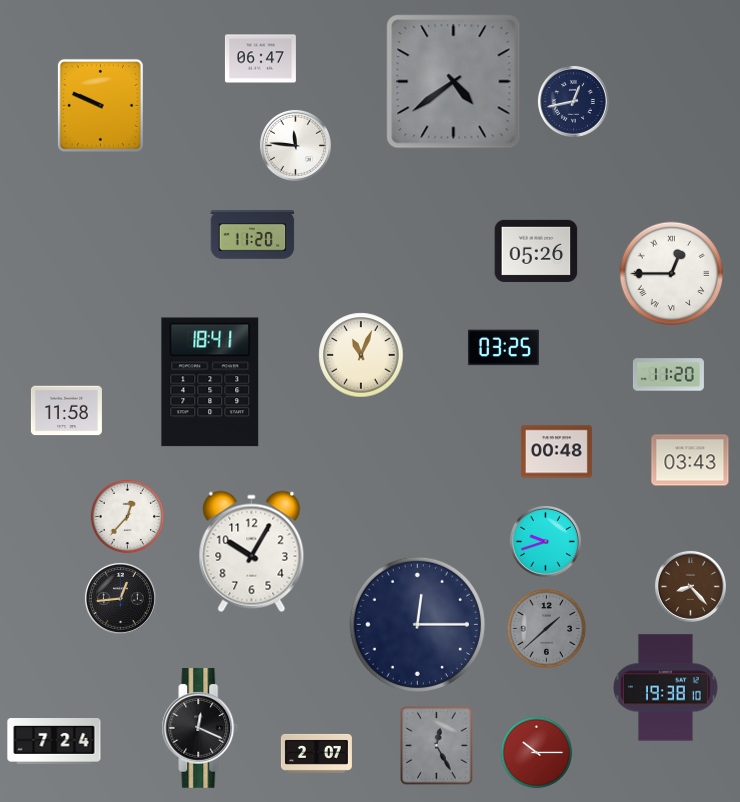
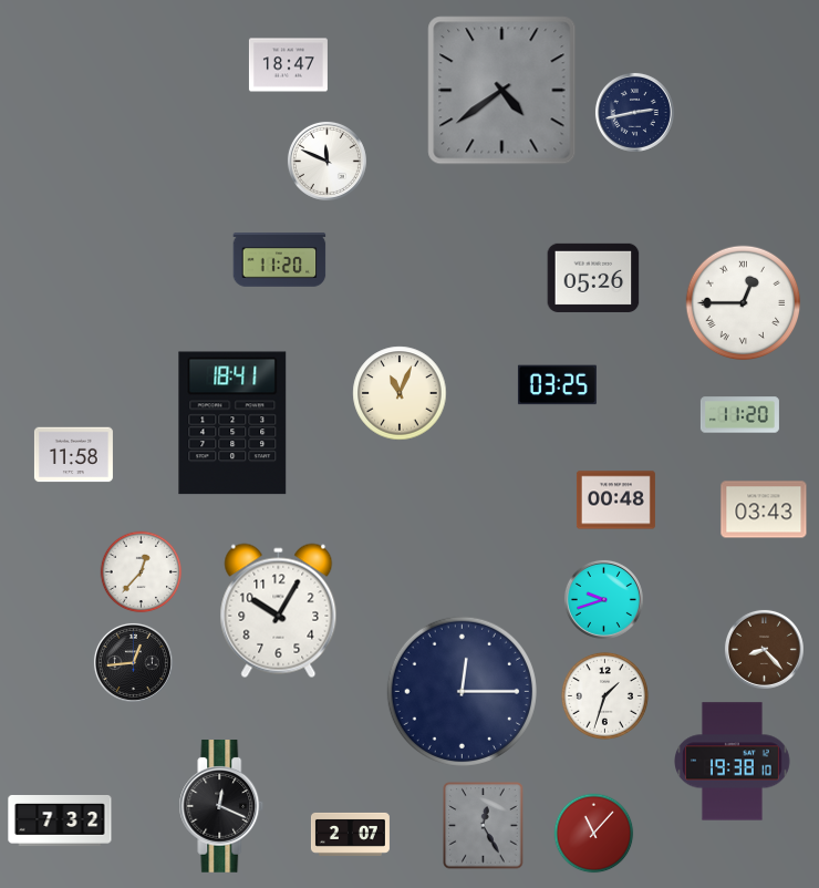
clock at (260, 59): 06:47 -> 18:47
clock at (573, 101): 12:43 -> 2:43
clock at (100, 105): 9:49 -> none
clock at (295, 145): 11:46 -> 11:49
clock at (546, 628): 1:38 -> 1:33
clock at (546, 628) dial: grey -> white
clock at (666, 688) position: (666, 688) -> (733, 762)
clock at (54, 741): 7:24 -> 7:32
clock at (537, 753): 10:15 -> 11:07
